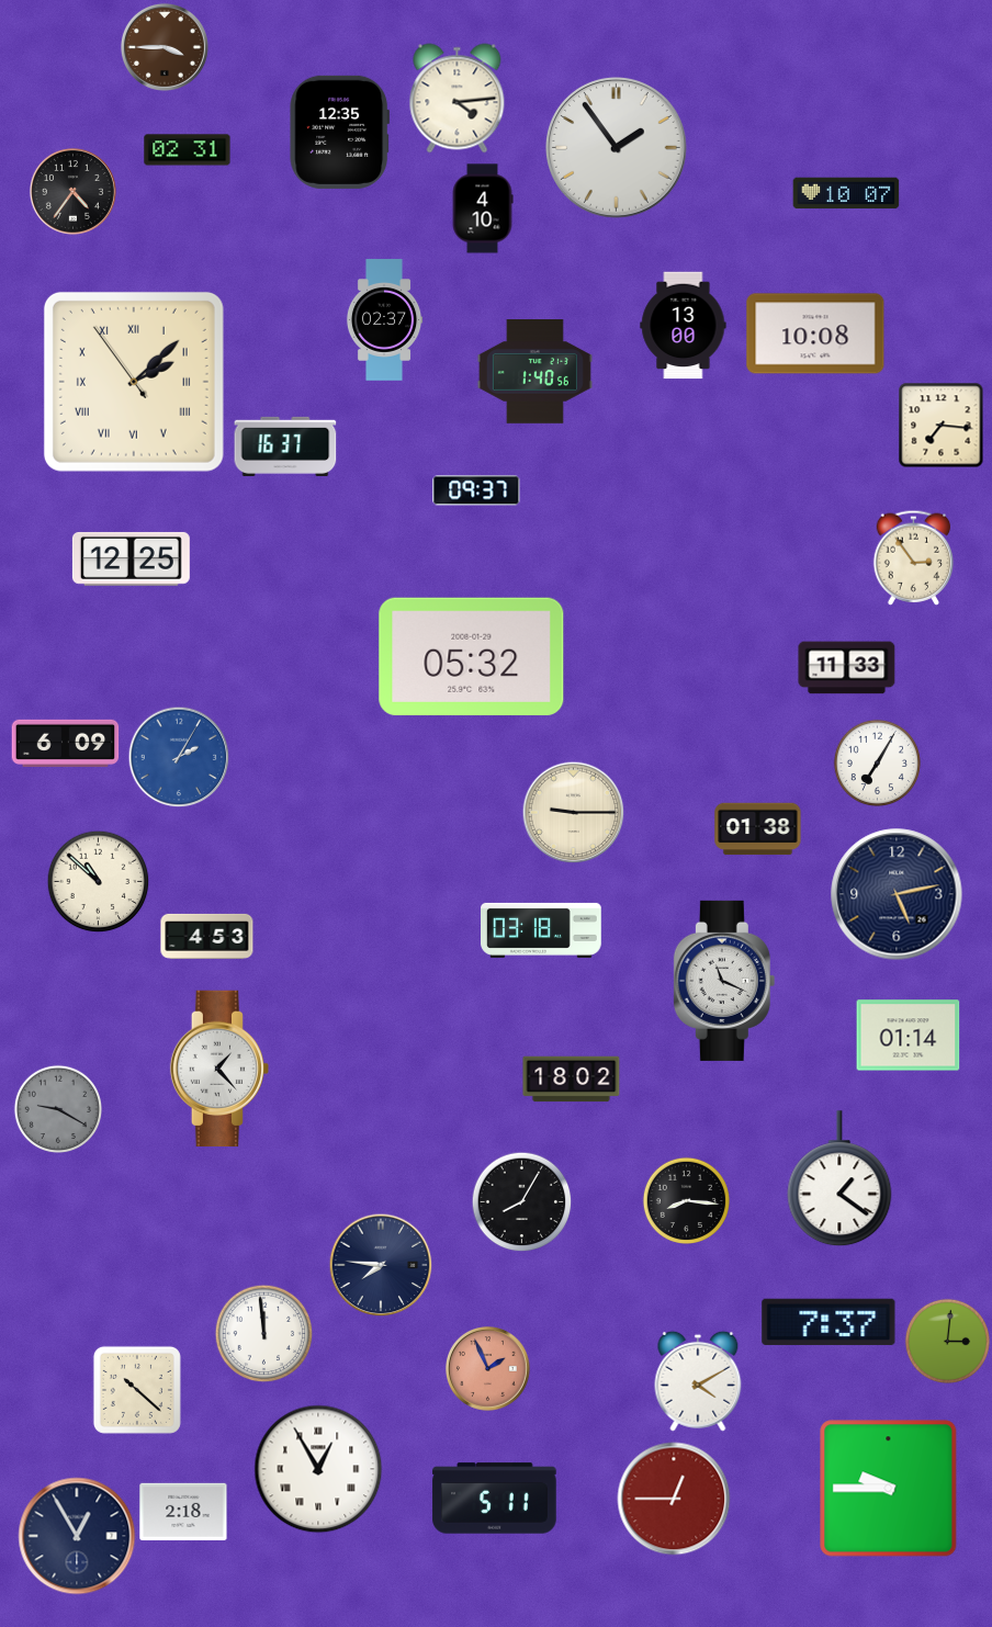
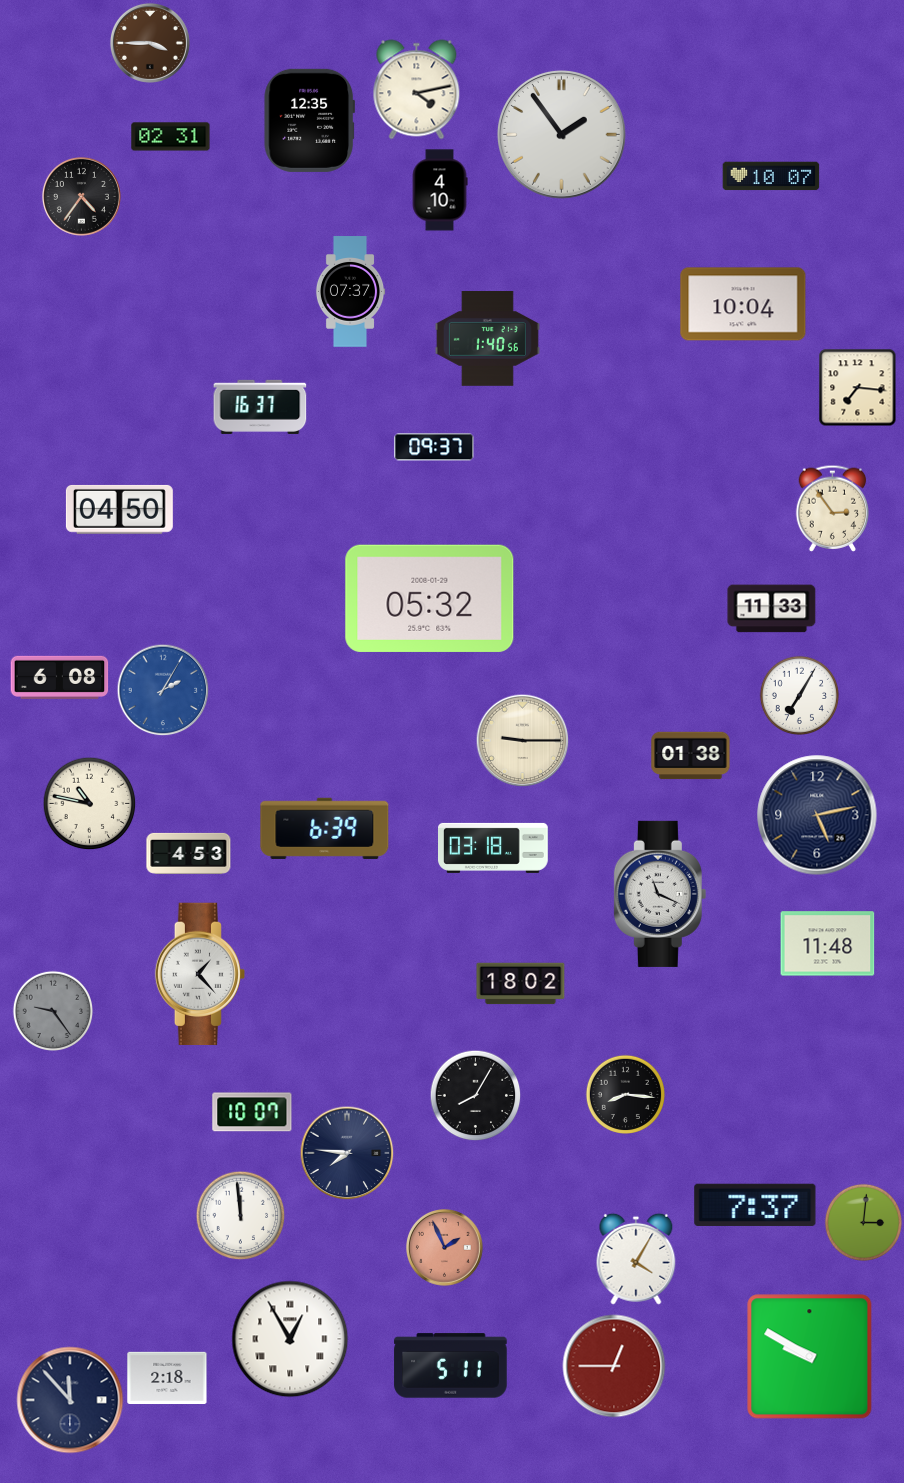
clock at (458, 99): 4:14 -> 4:13
clock at (72, 191) position: (72, 191) -> (81, 196)
clock at (384, 320): 02:37 -> 07:37
clock at (684, 326): 13:00 -> none
clock at (815, 334): 10:08 -> 10:04
clock at (134, 382): 2:07 -> none
clock at (131, 558): 12:25 -> 04:50
clock at (66, 743): 6:09 -> 6:08
clock at (98, 881): 10:52 -> 10:47
clock at (325, 828): none -> 6:39
clock at (909, 1036): 01:14 -> 11:48
clock at (57, 1108): 9:20 -> 9:24
clock at (839, 1179): 1:21 -> none
clock at (252, 1112): none -> 10:07
clock at (698, 1381): 4:10 -> 4:05
clock at (137, 1390): 10:22 -> none
clock at (889, 1489): 9:45 -> 9:50
clock at (77, 1536): 12:55 -> 11:53
